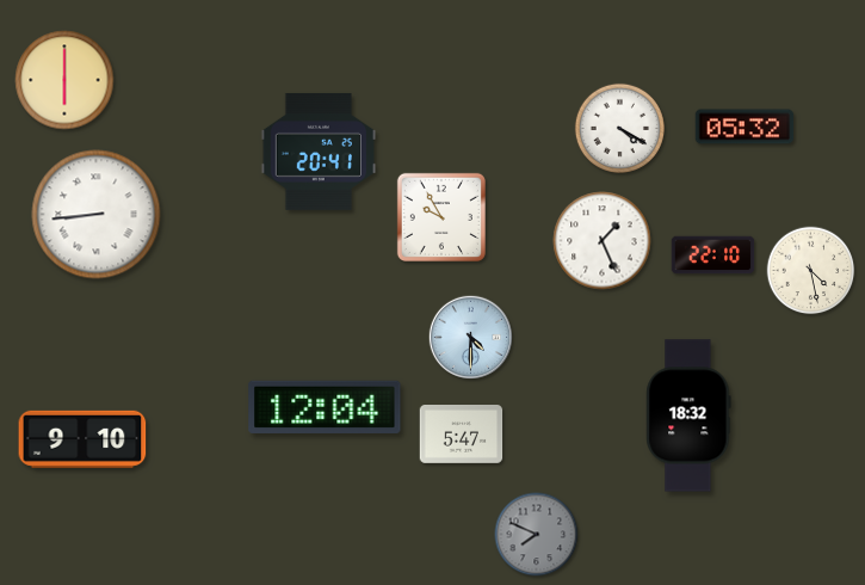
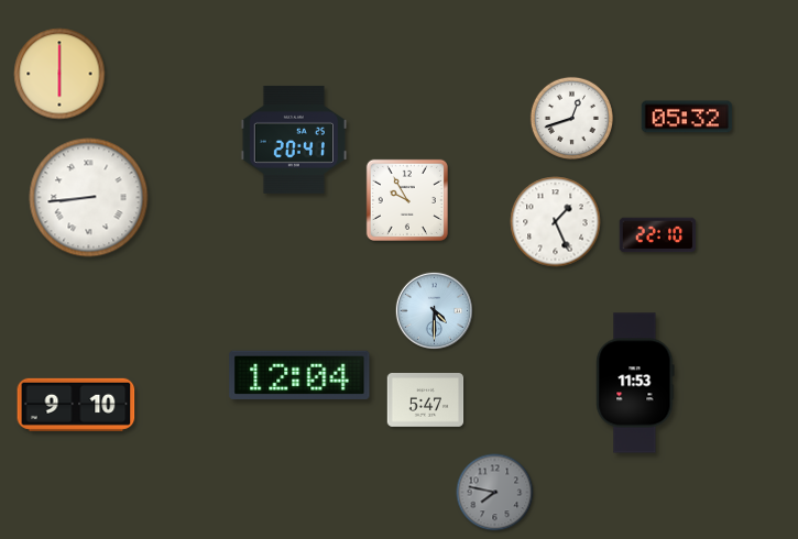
clock at (619, 128): 4:20 -> 12:42
clock at (811, 271): 4:28 -> none
clock at (688, 415): 18:32 -> 11:53
clock at (537, 535): 7:49 -> 7:47
